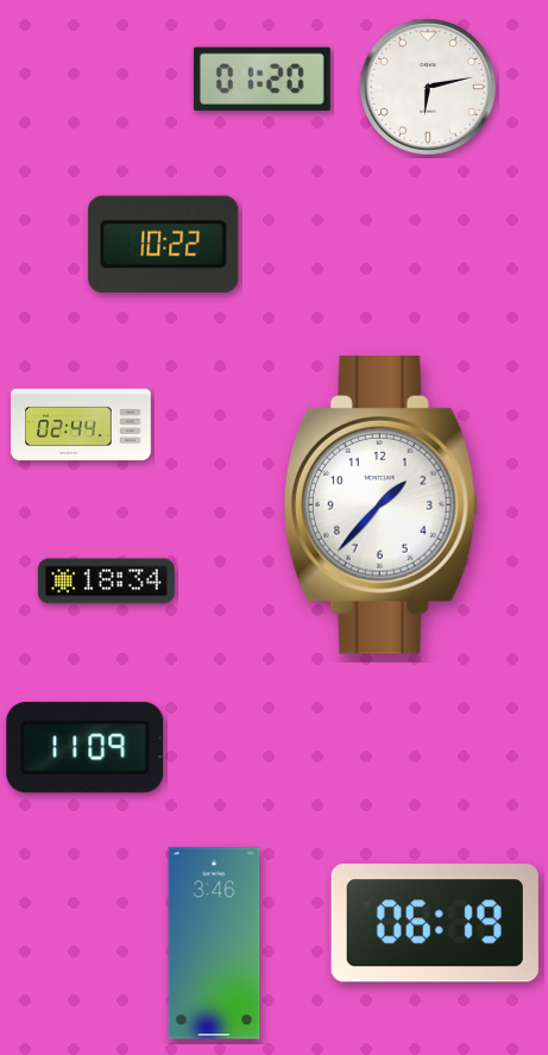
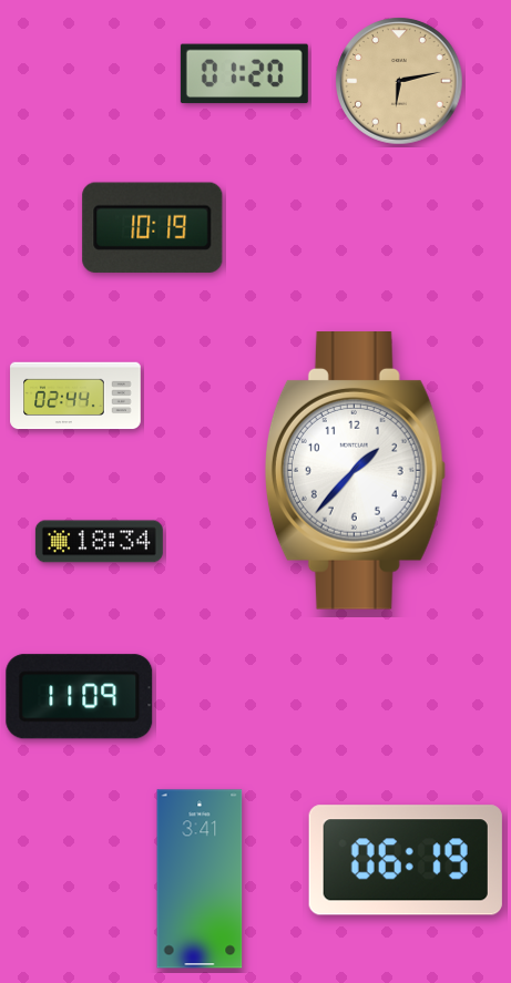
clock at (428, 87) dial: white -> champagne
clock at (164, 244): 10:22 -> 10:19
clock at (214, 943): 3:46 -> 3:41
